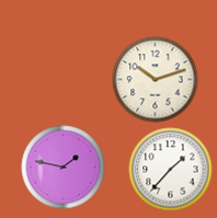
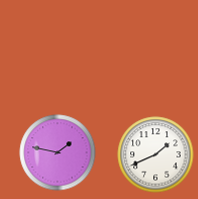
clock at (156, 80): 10:12 -> none
clock at (171, 170): 1:37 -> 1:41
